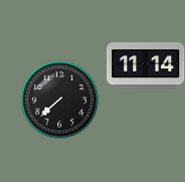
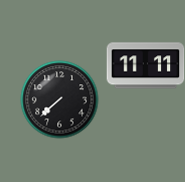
clock at (145, 66): 11:14 -> 11:11
